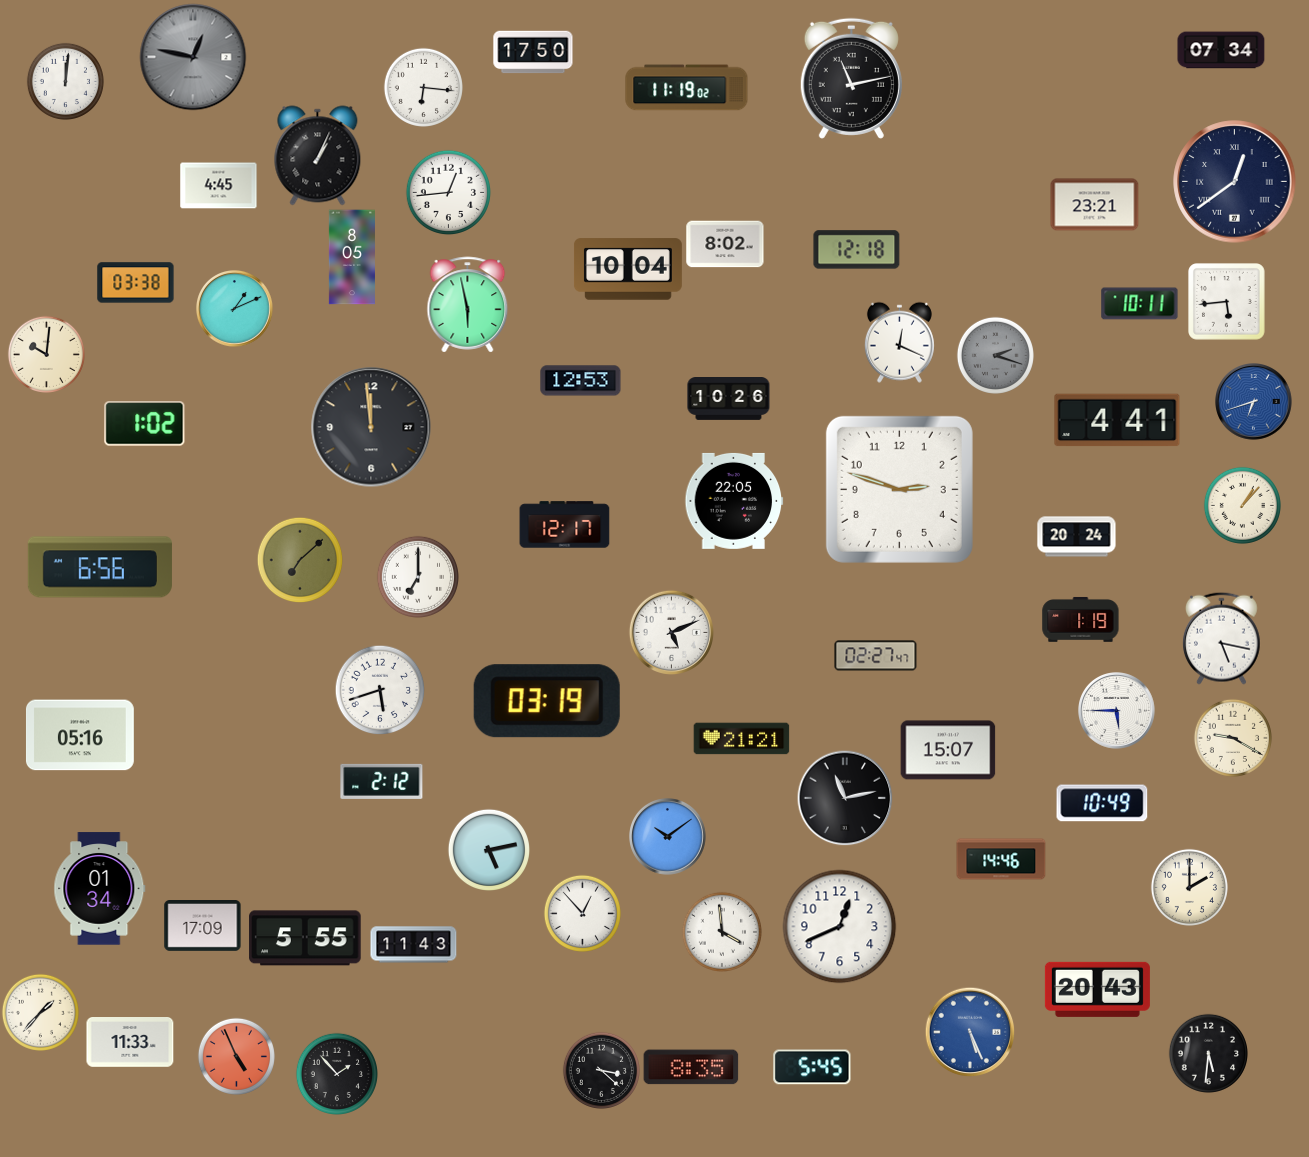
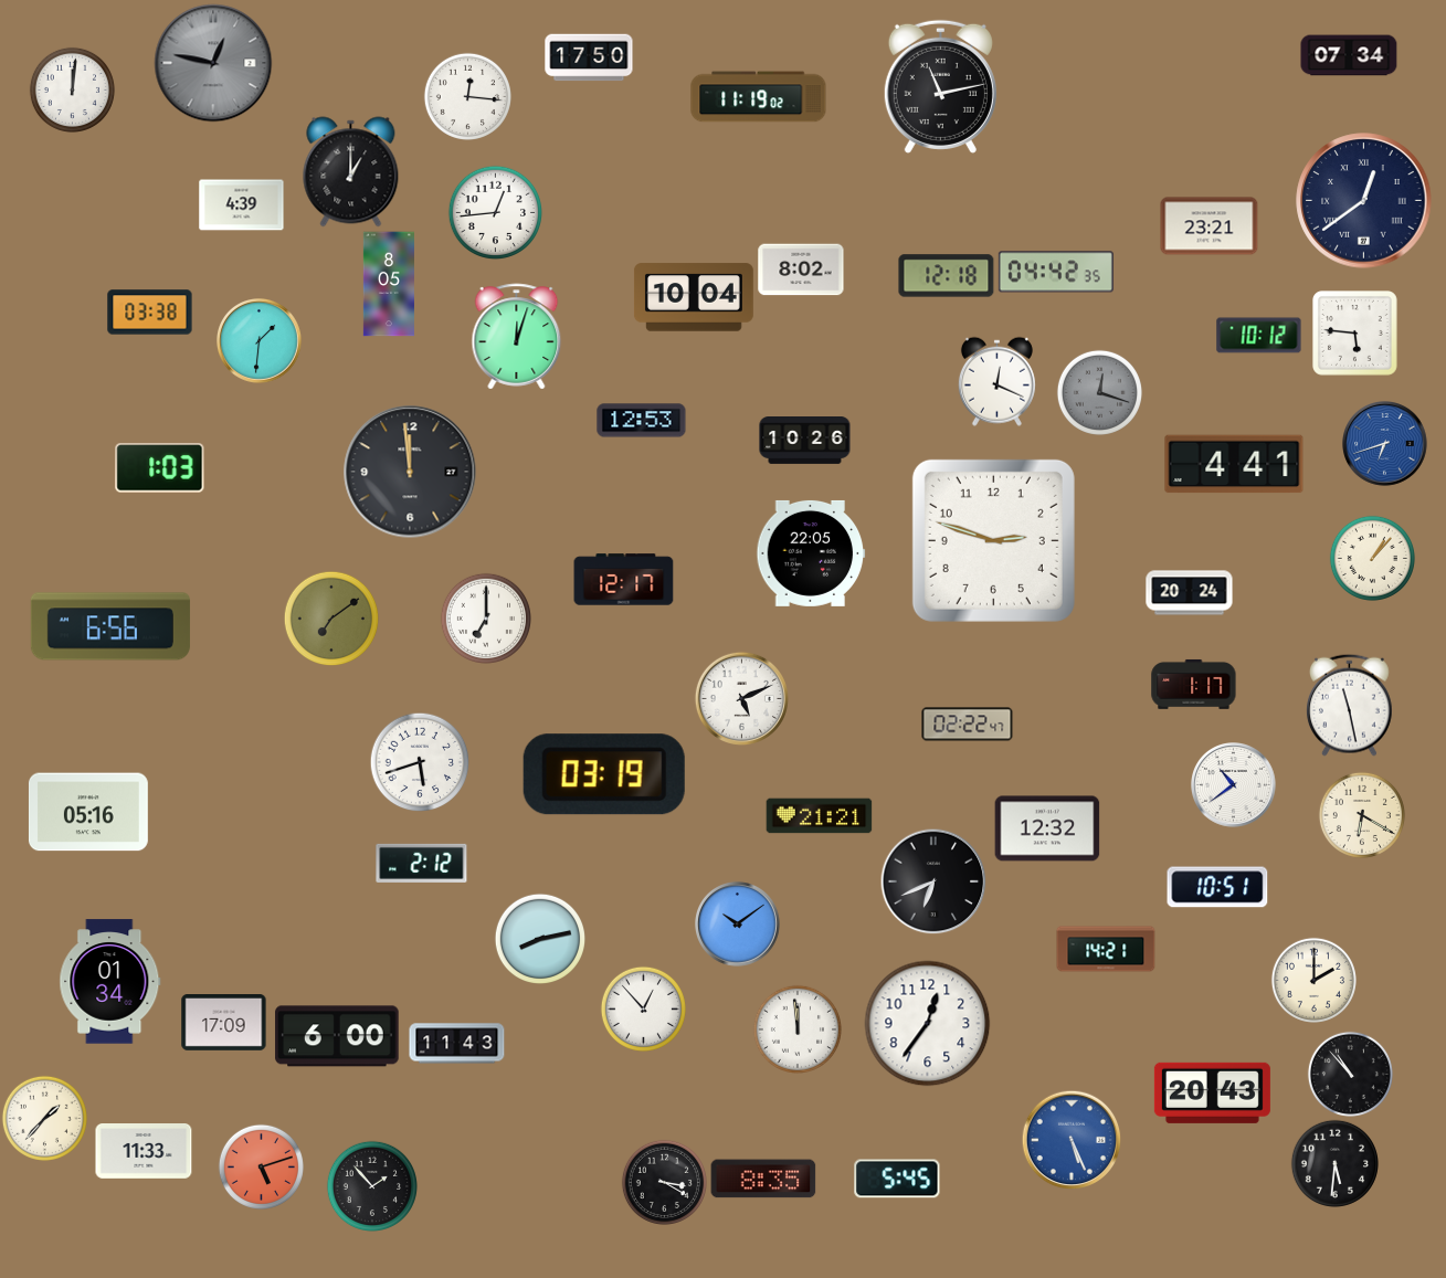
clock at (423, 87): 6:16 -> 12:16
clock at (318, 156): 1:04 -> 1:00
clock at (219, 186): 4:45 -> 4:39
clock at (1056, 272): none -> 04:42
clock at (1227, 302): 5:44 -> 5:46
clock at (1140, 304): 10:11 -> 10:12
clock at (468, 305): 5:58 -> 12:03
clock at (235, 309): 1:11 -> 1:31
clock at (899, 342) position: (899, 342) -> (996, 381)
clock at (46, 354): 10:01 -> none
clock at (995, 355): 2:18 -> 12:18
clock at (145, 424): 1:02 -> 1:03
clock at (300, 560): 7:08 -> 7:09
clock at (417, 576) position: (417, 576) -> (485, 617)
clock at (1081, 619): 1:19 -> 1:17
clock at (1222, 638): 5:17 -> 11:28
clock at (876, 656): 02:27 -> 02:22
clock at (1117, 711): 5:45 -> 10:39
clock at (1233, 738): 9:20 -> 6:20
clock at (948, 750): 15:07 -> 12:32
clock at (845, 798): 11:13 -> 6:41
clock at (1102, 803): 10:49 -> 10:51
clock at (488, 849): 5:13 -> 8:13
clock at (1001, 859): 14:46 -> 14:21
clock at (840, 927): 12:41 -> 12:36
clock at (721, 931): 3:59 -> 11:59
clock at (305, 938): 5:55 -> 6:00
clock at (1350, 1074): none -> 10:53
clock at (236, 1056): 4:56 -> 5:12
clock at (601, 1070): 3:22 -> 3:20
